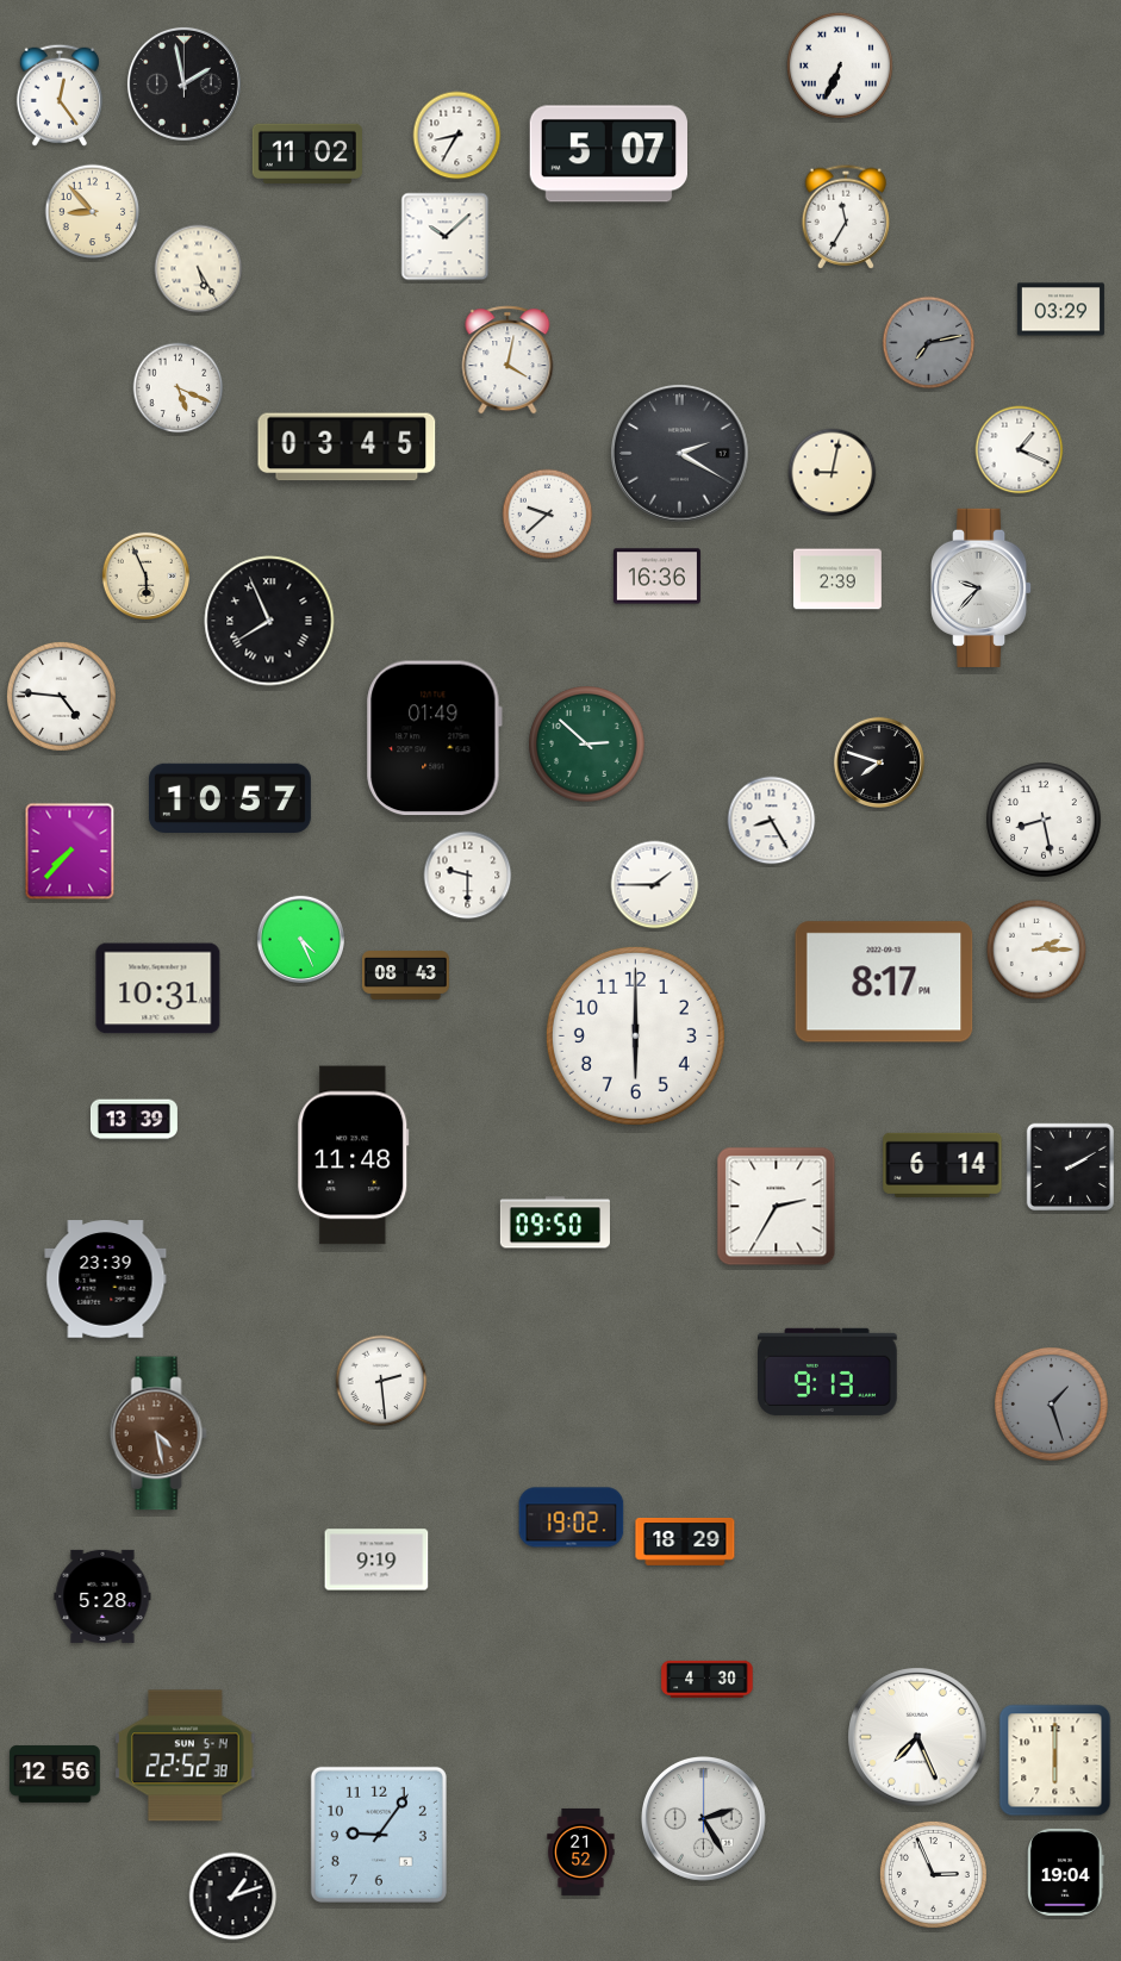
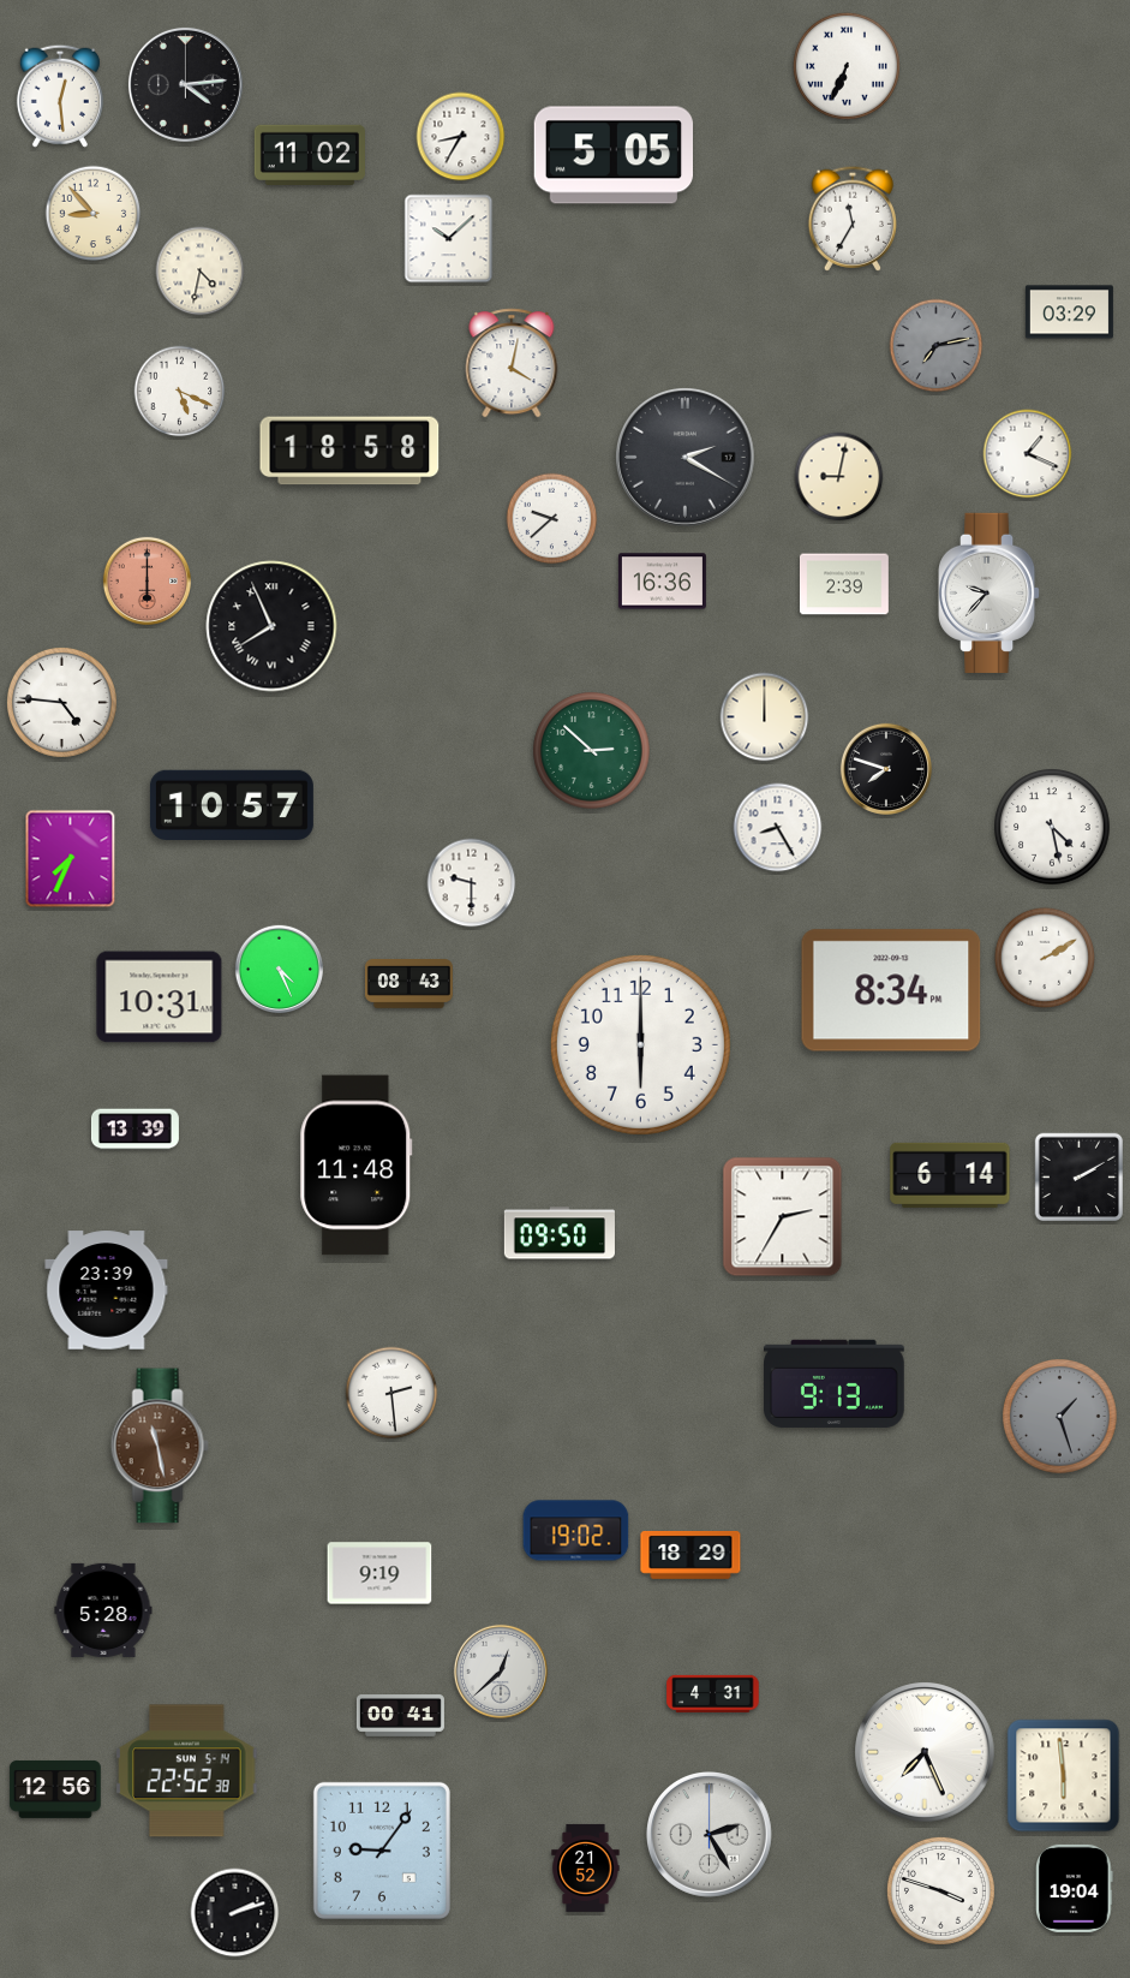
clock at (183, 83): 1:58 -> 4:14
clock at (60, 95): 12:24 -> 12:29
clock at (608, 154): 5:07 -> 5:05
clock at (199, 269): 5:25 -> 4:32
clock at (347, 447): 03:45 -> 18:58
clock at (145, 575): 5:56 -> 6:00
clock at (145, 575) dial: cream -> salmon
clock at (765, 717): none -> 12:00
clock at (434, 739): 01:49 -> none
clock at (1044, 820): 8:28 -> 4:28
clock at (70, 852): 7:37 -> 7:34
clock at (655, 885): 1:45 -> none
clock at (300, 939) position: (300, 939) -> (279, 969)
clock at (1035, 948): 2:15 -> 2:10
clock at (884, 982): 8:17 -> 8:34
clock at (381, 1381) position: (381, 1381) -> (391, 1393)
clock at (158, 1433): 4:28 -> 11:28
clock at (501, 1672): none -> 12:38
clock at (708, 1679): 4:30 -> 4:31
clock at (400, 1716): none -> 00:41
clock at (1055, 1761): 6:00 -> 5:59
clock at (933, 1874): 2:56 -> 3:48
clock at (233, 1897): 1:12 -> 2:12
